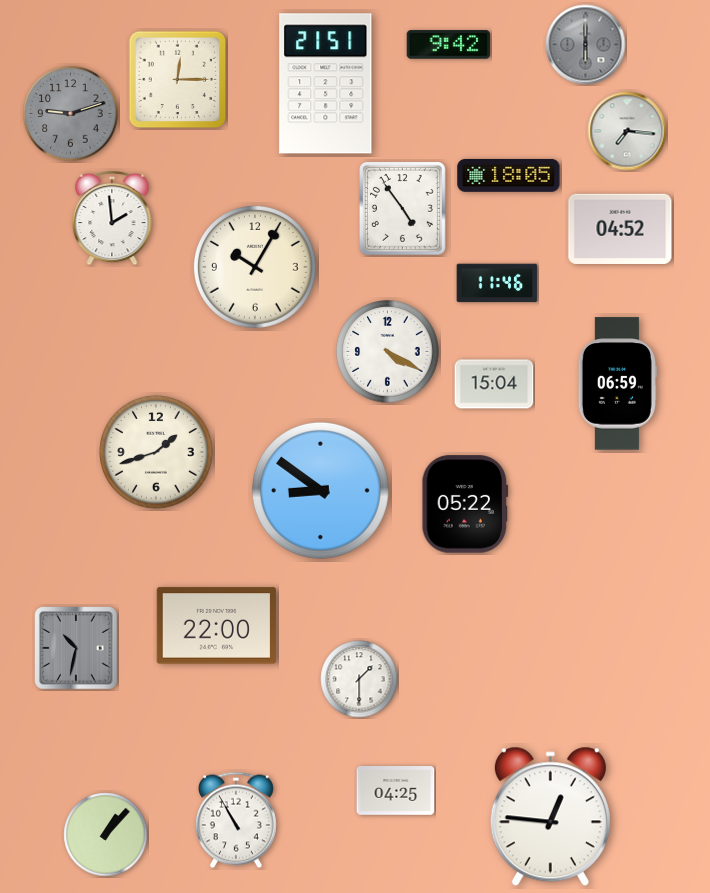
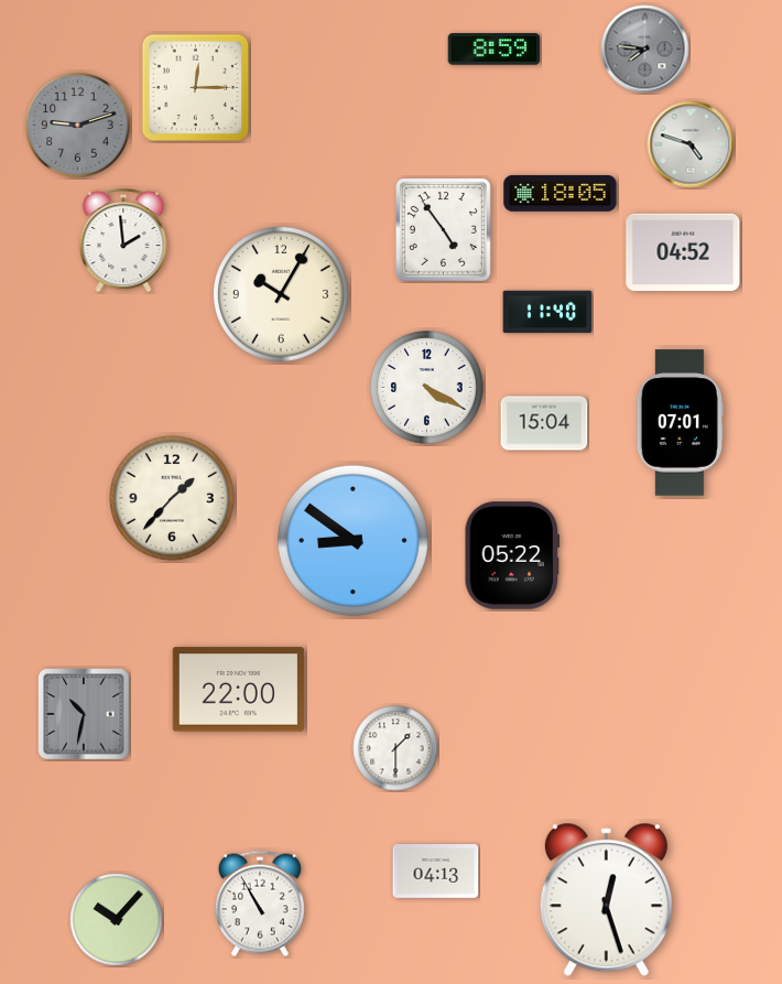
clock at (449, 45): 9:42 -> 8:59
clock at (586, 45): 6:00 -> 7:46
clock at (326, 84): 21:51 -> none
clock at (627, 131): 7:16 -> 4:48
clock at (497, 283): 11:46 -> 11:40
clock at (617, 384): 06:59 -> 07:01
clock at (156, 452): 1:42 -> 1:37
clock at (396, 791): 04:25 -> 04:13
clock at (550, 817): 12:46 -> 12:27
clock at (106, 835): 1:07 -> 10:07
